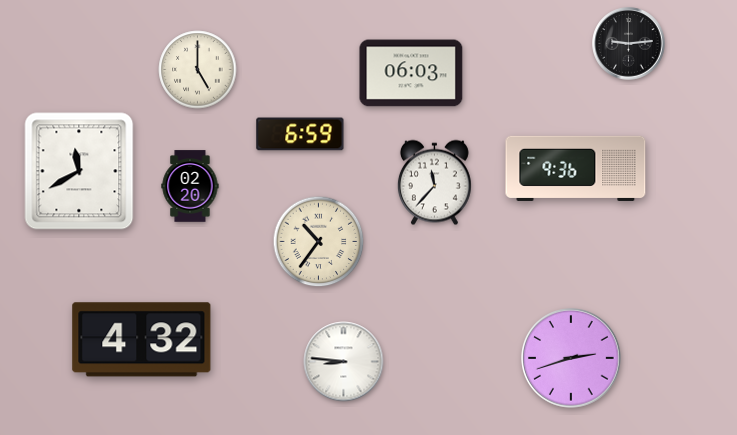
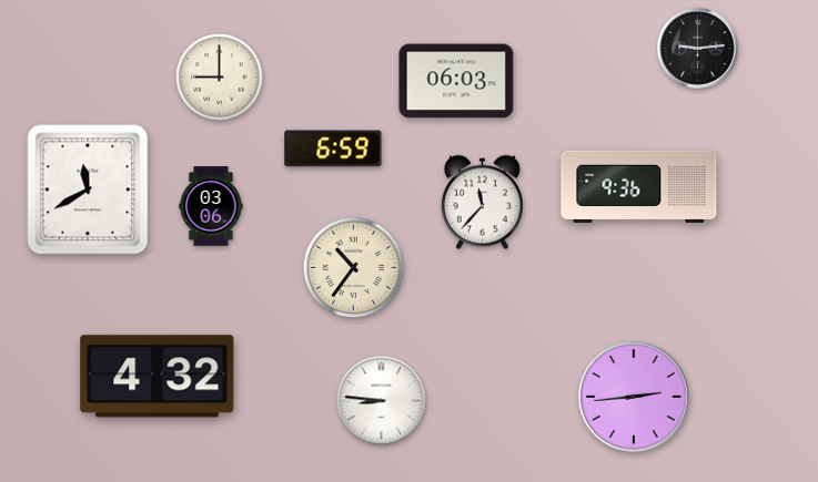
clock at (198, 70): 5:00 -> 9:00
clock at (190, 186): 02:20 -> 03:06
clock at (571, 358): 2:42 -> 2:44
